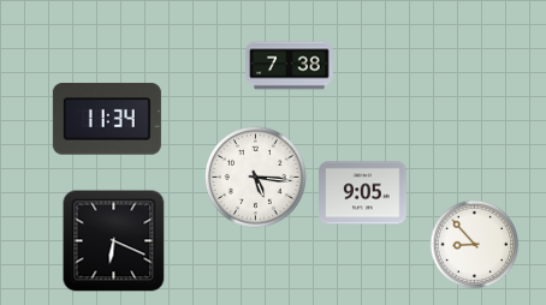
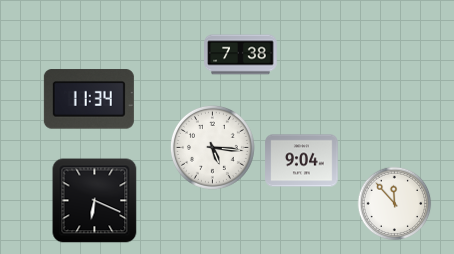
clock at (363, 193): 9:05 -> 9:04
clock at (475, 245): 8:53 -> 11:53
